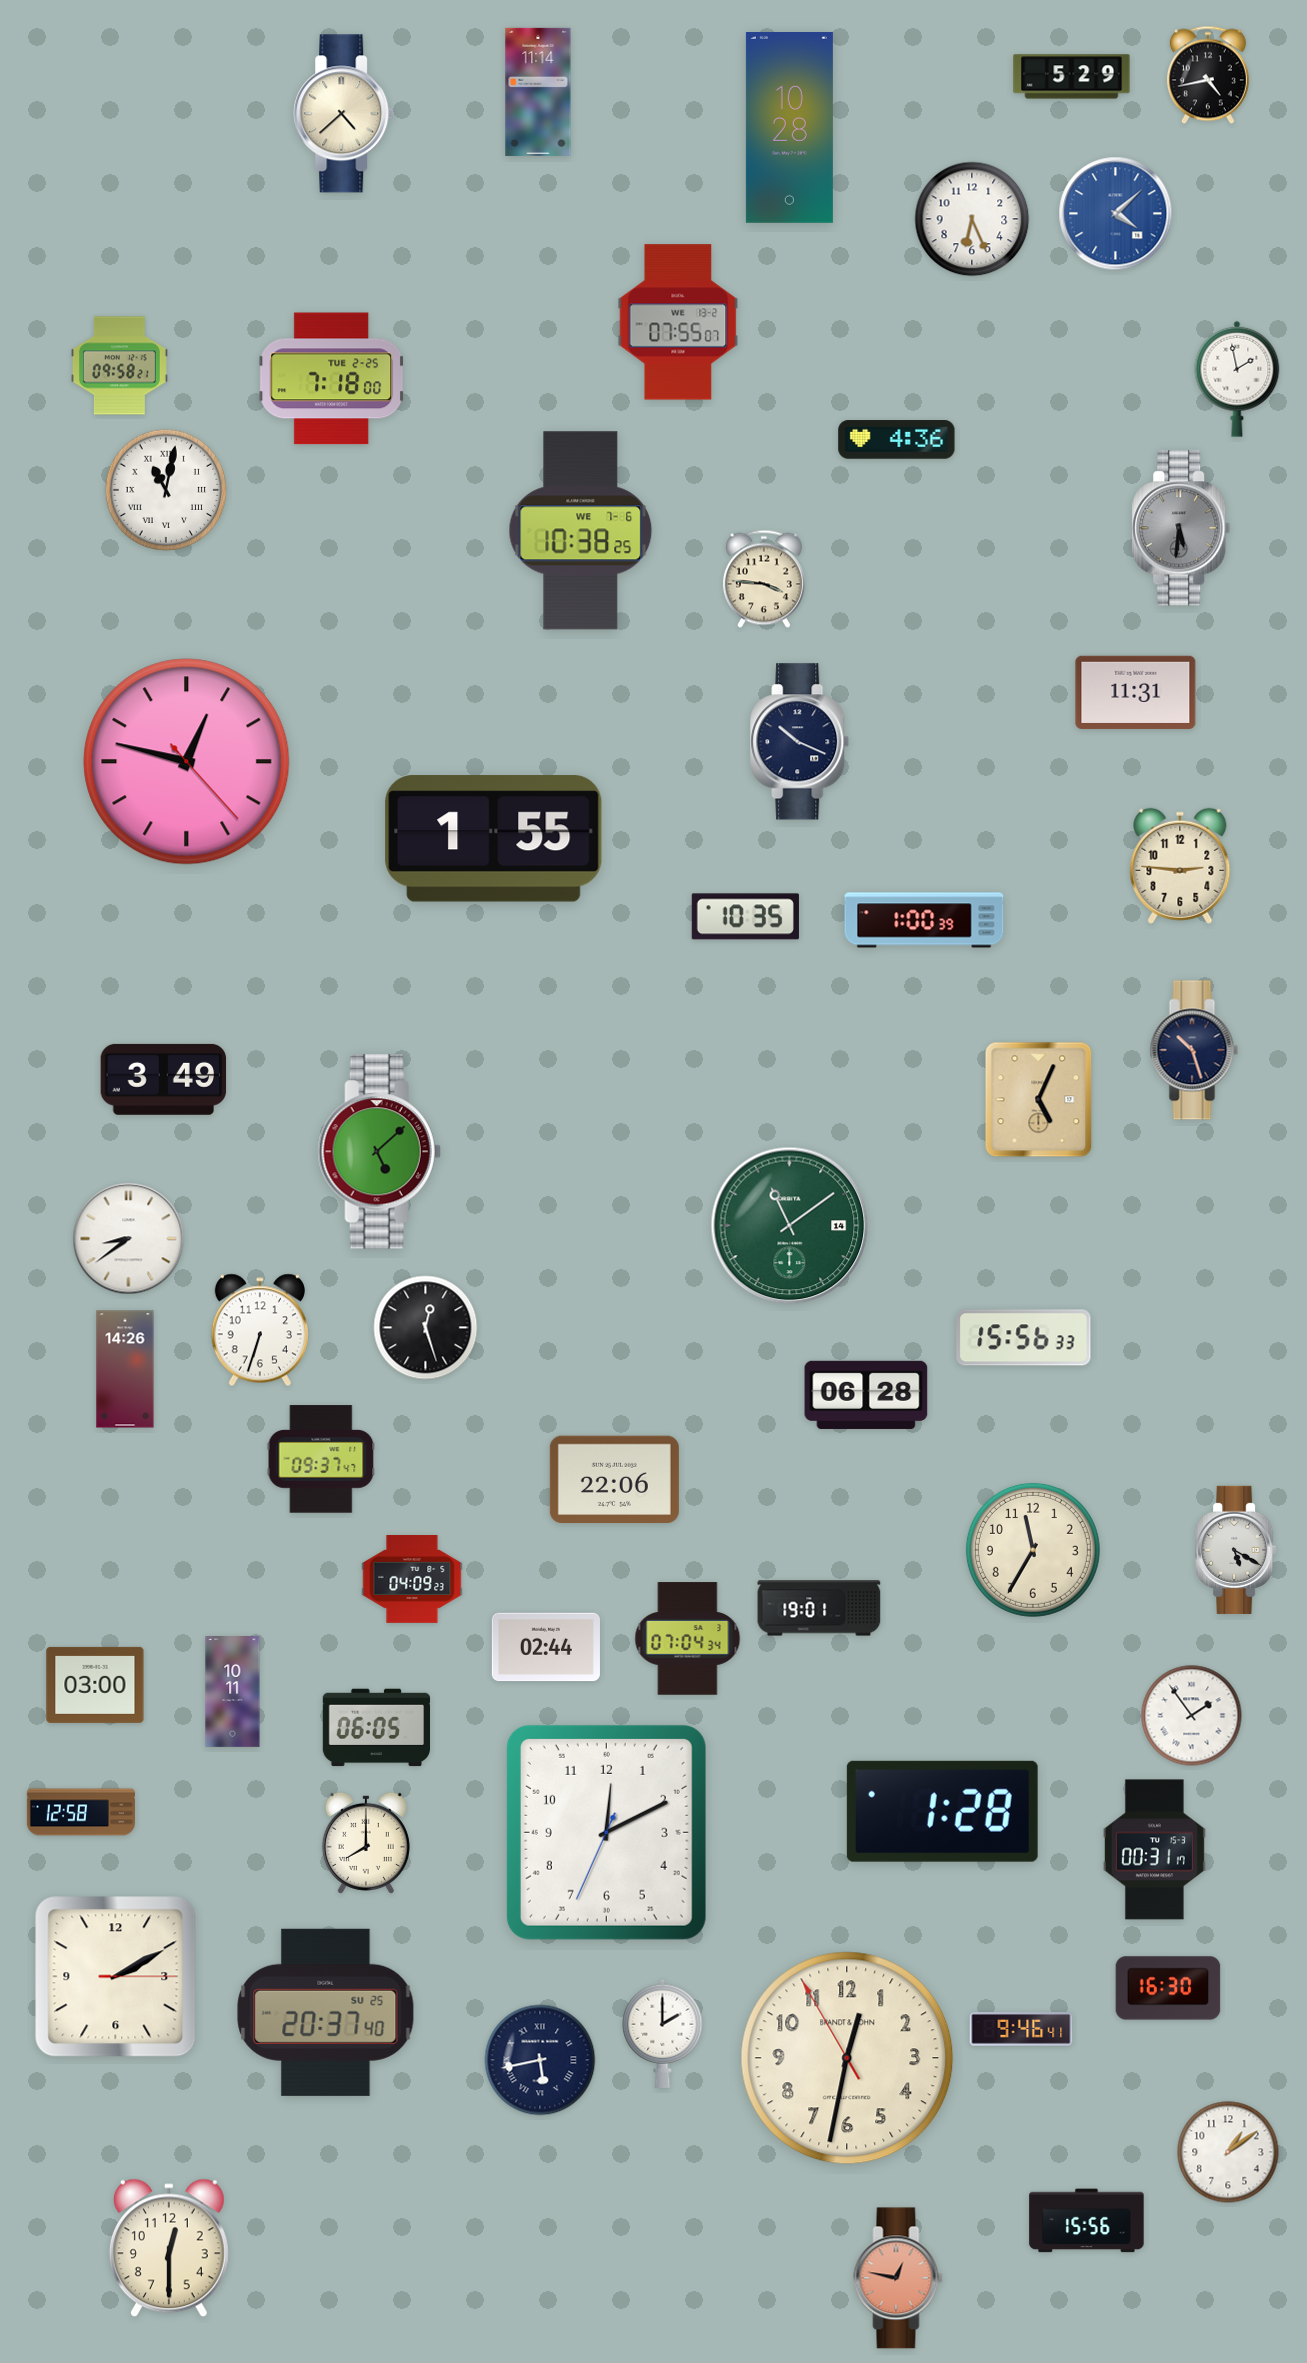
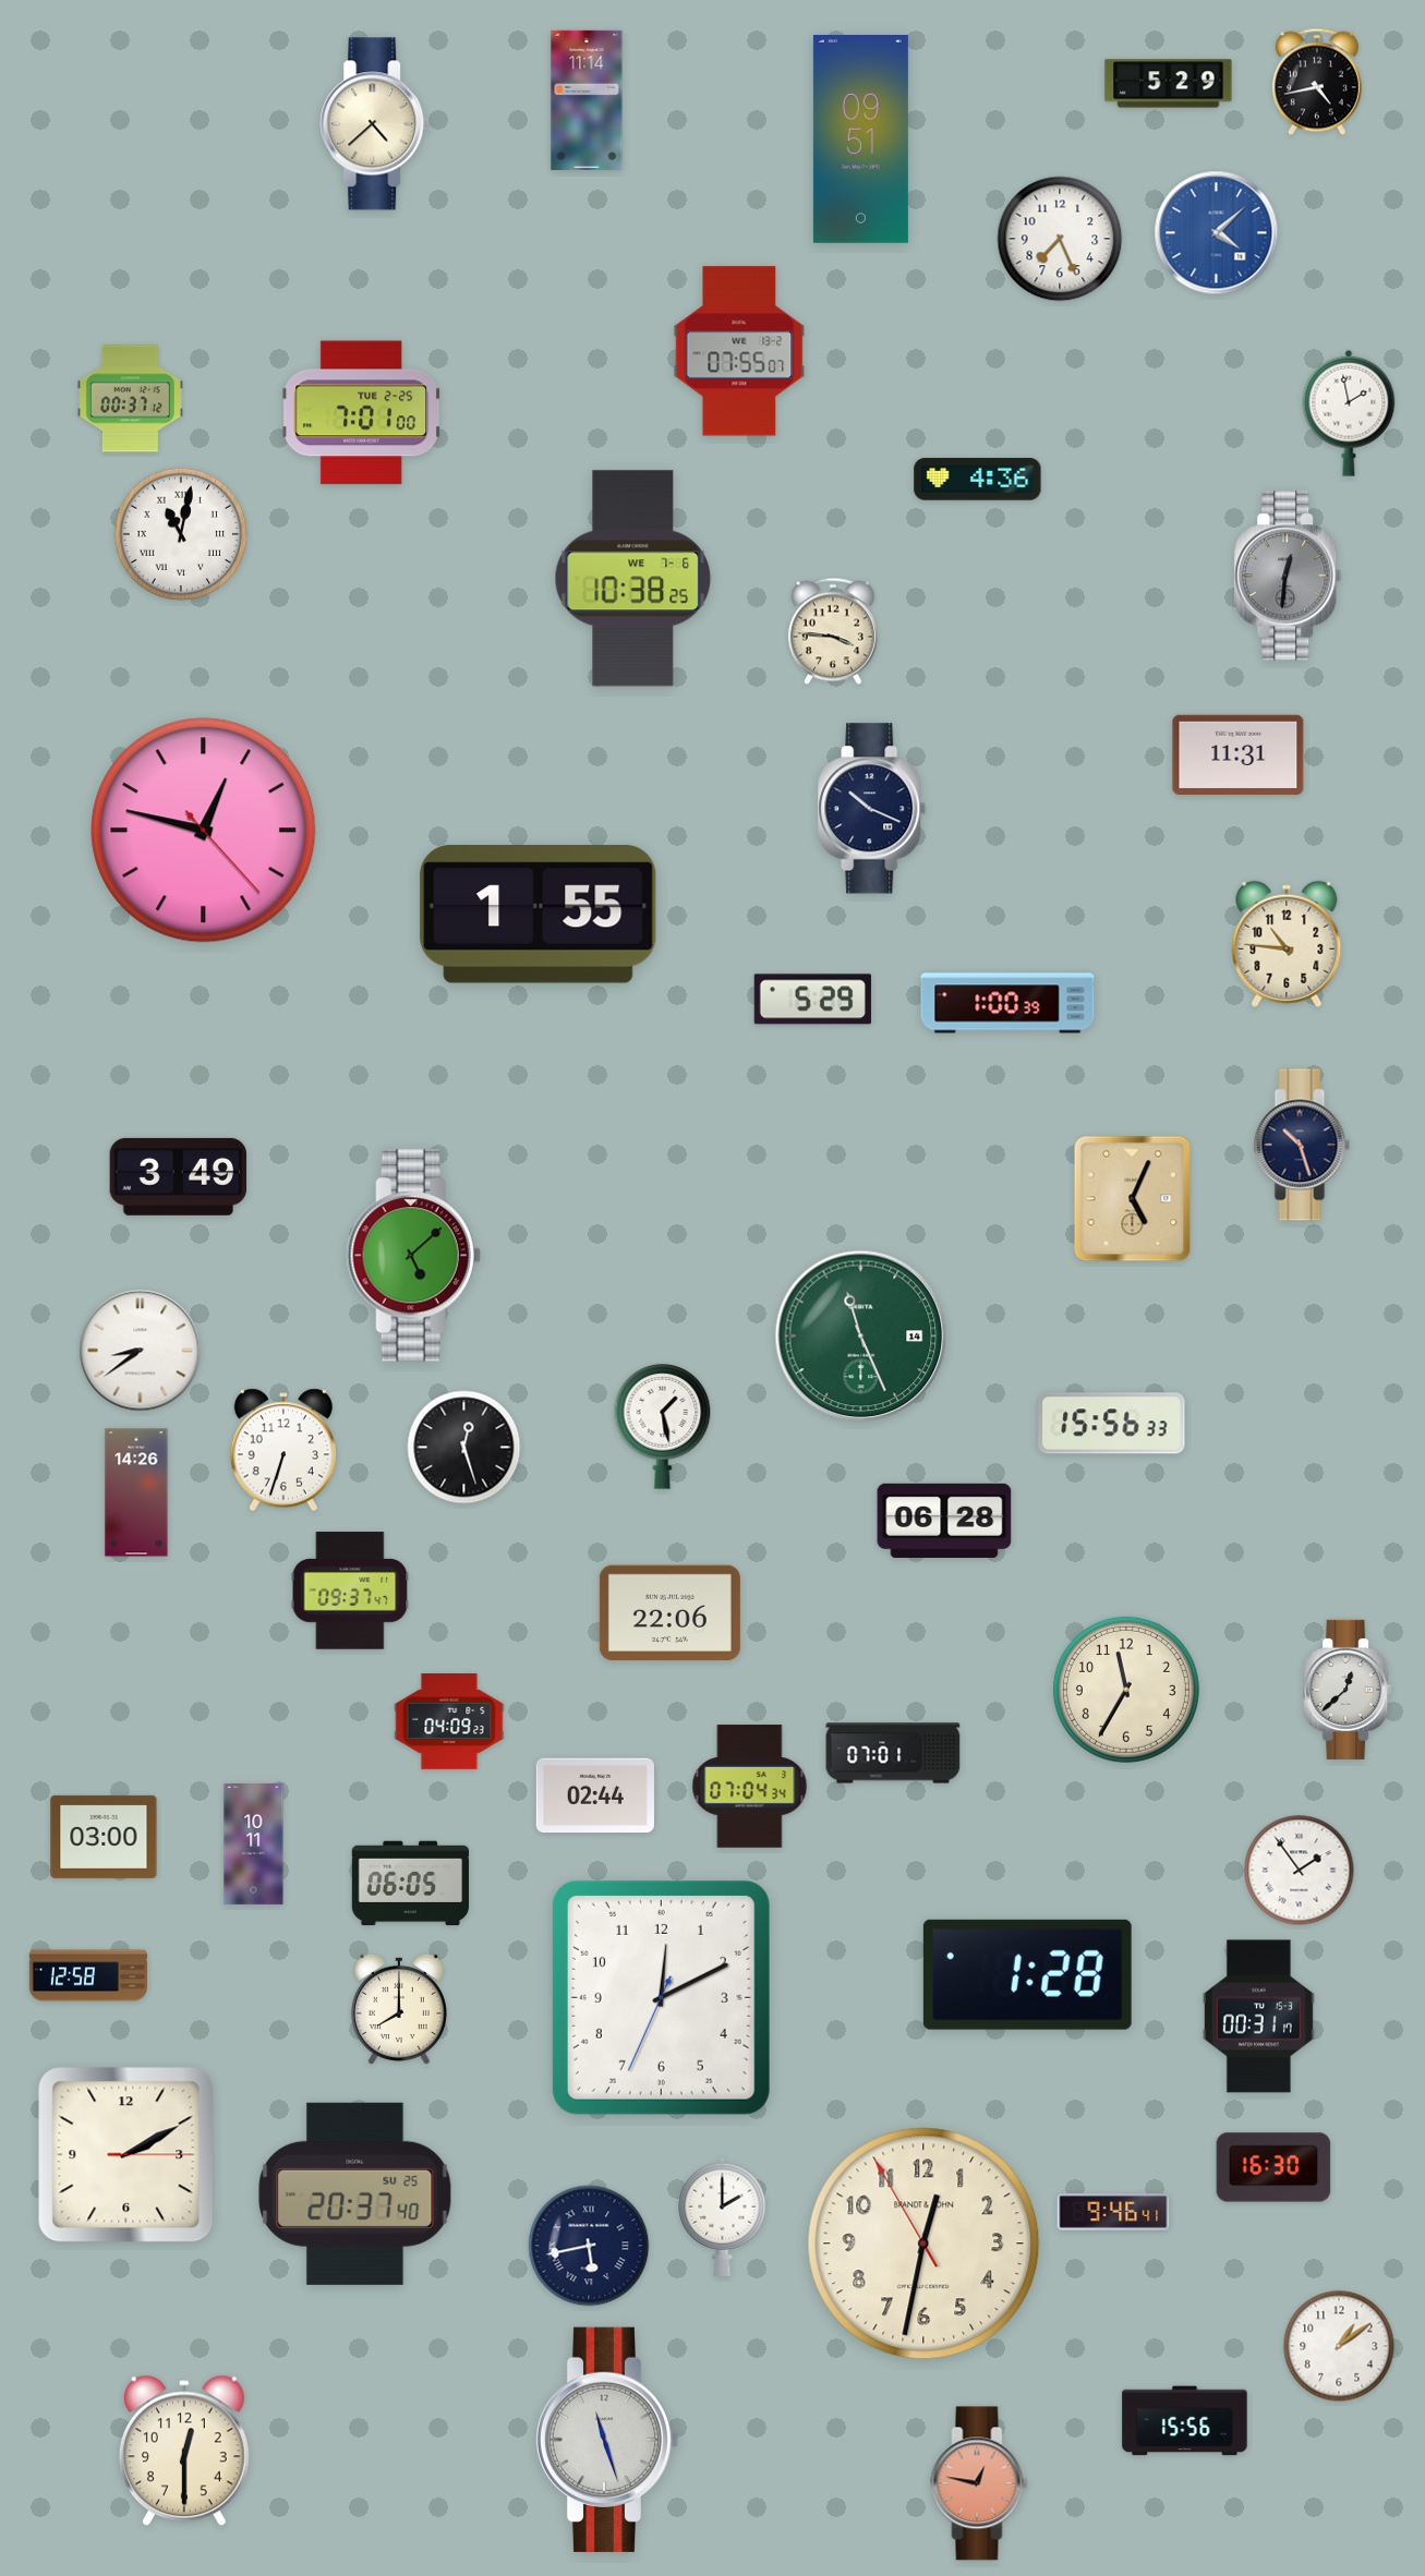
clock at (789, 127): 10:28 -> 09:51
clock at (972, 219): 6:26 -> 7:26
clock at (119, 366): 09:58 -> 00:37
clock at (332, 379): 7:18 -> 7:01
clock at (1181, 528): 5:31 -> 12:31
clock at (1180, 866): 2:46 -> 10:46
clock at (745, 917): 10:35 -> 5:29
clock at (790, 1226): 11:09 -> 11:26
clock at (663, 1427): none -> 1:28
clock at (1024, 1338) position: (1024, 1338) -> (1112, 1424)
clock at (1236, 1550): 5:20 -> 12:38
clock at (819, 1608): 19:01 -> 07:01
clock at (607, 2440): none -> 11:27
